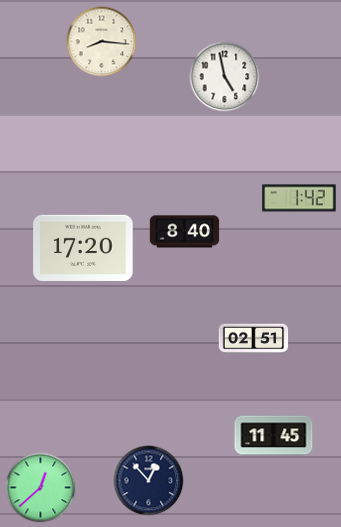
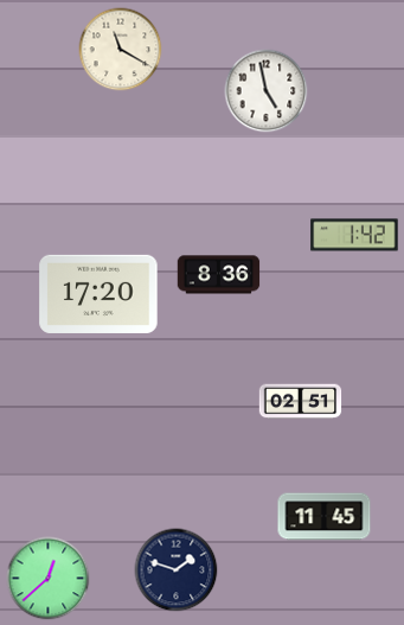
clock at (102, 42): 8:16 -> 11:20
clock at (185, 232): 8:40 -> 8:36
clock at (149, 481): 12:53 -> 1:48
